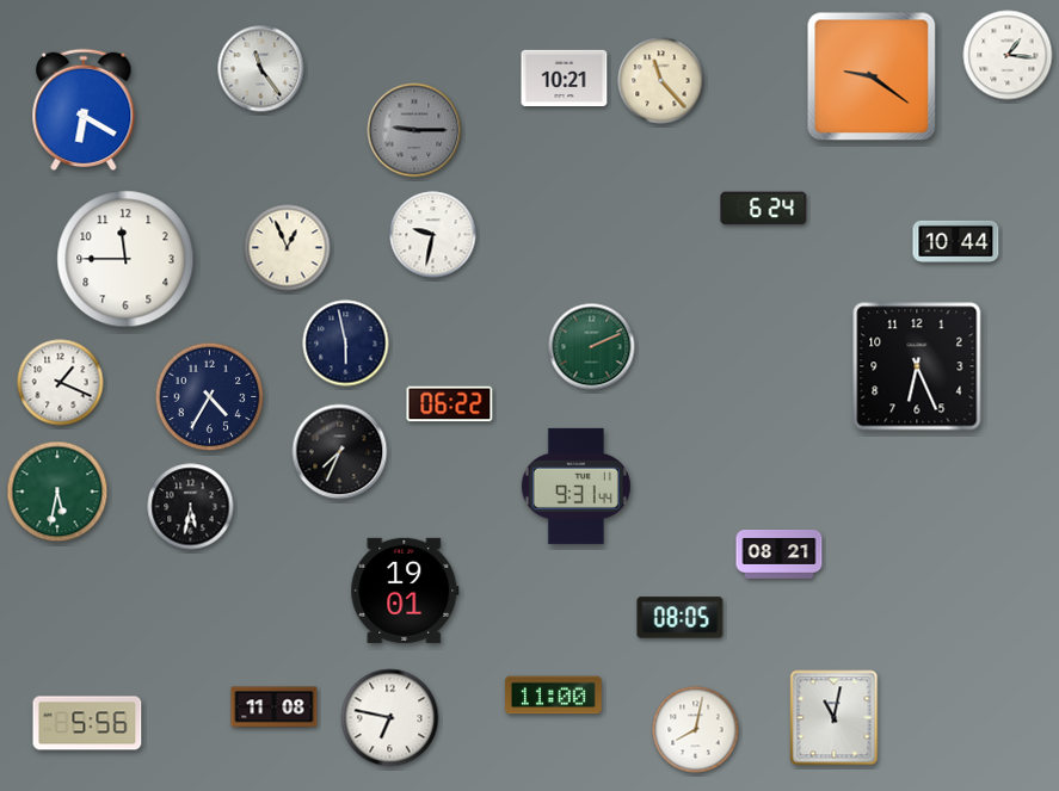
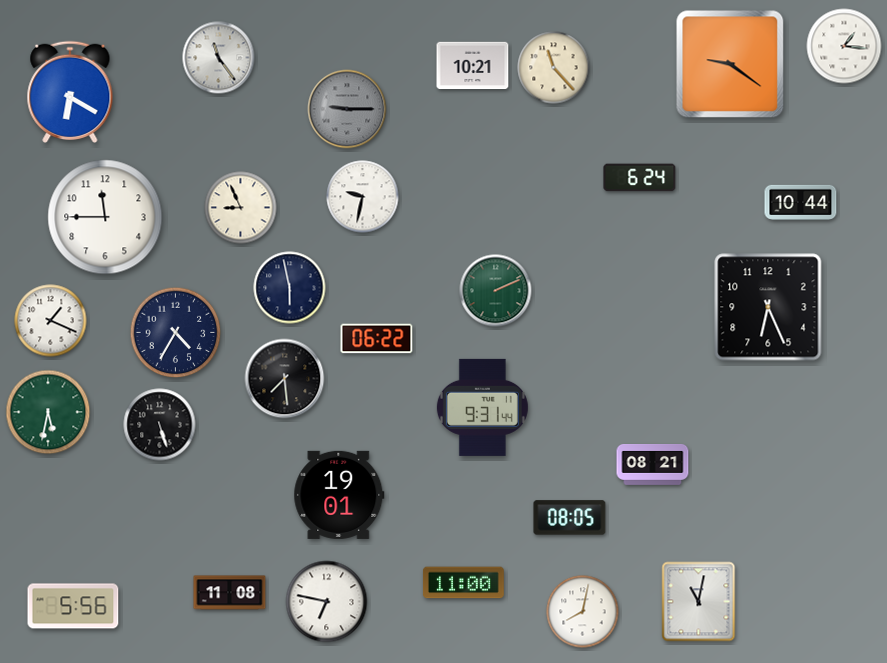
clock at (764, 209) position: (764, 209) -> (640, 178)
clock at (288, 248): 12:56 -> 8:56
clock at (340, 452): 7:34 -> 7:29
clock at (191, 507): 5:32 -> 5:27
